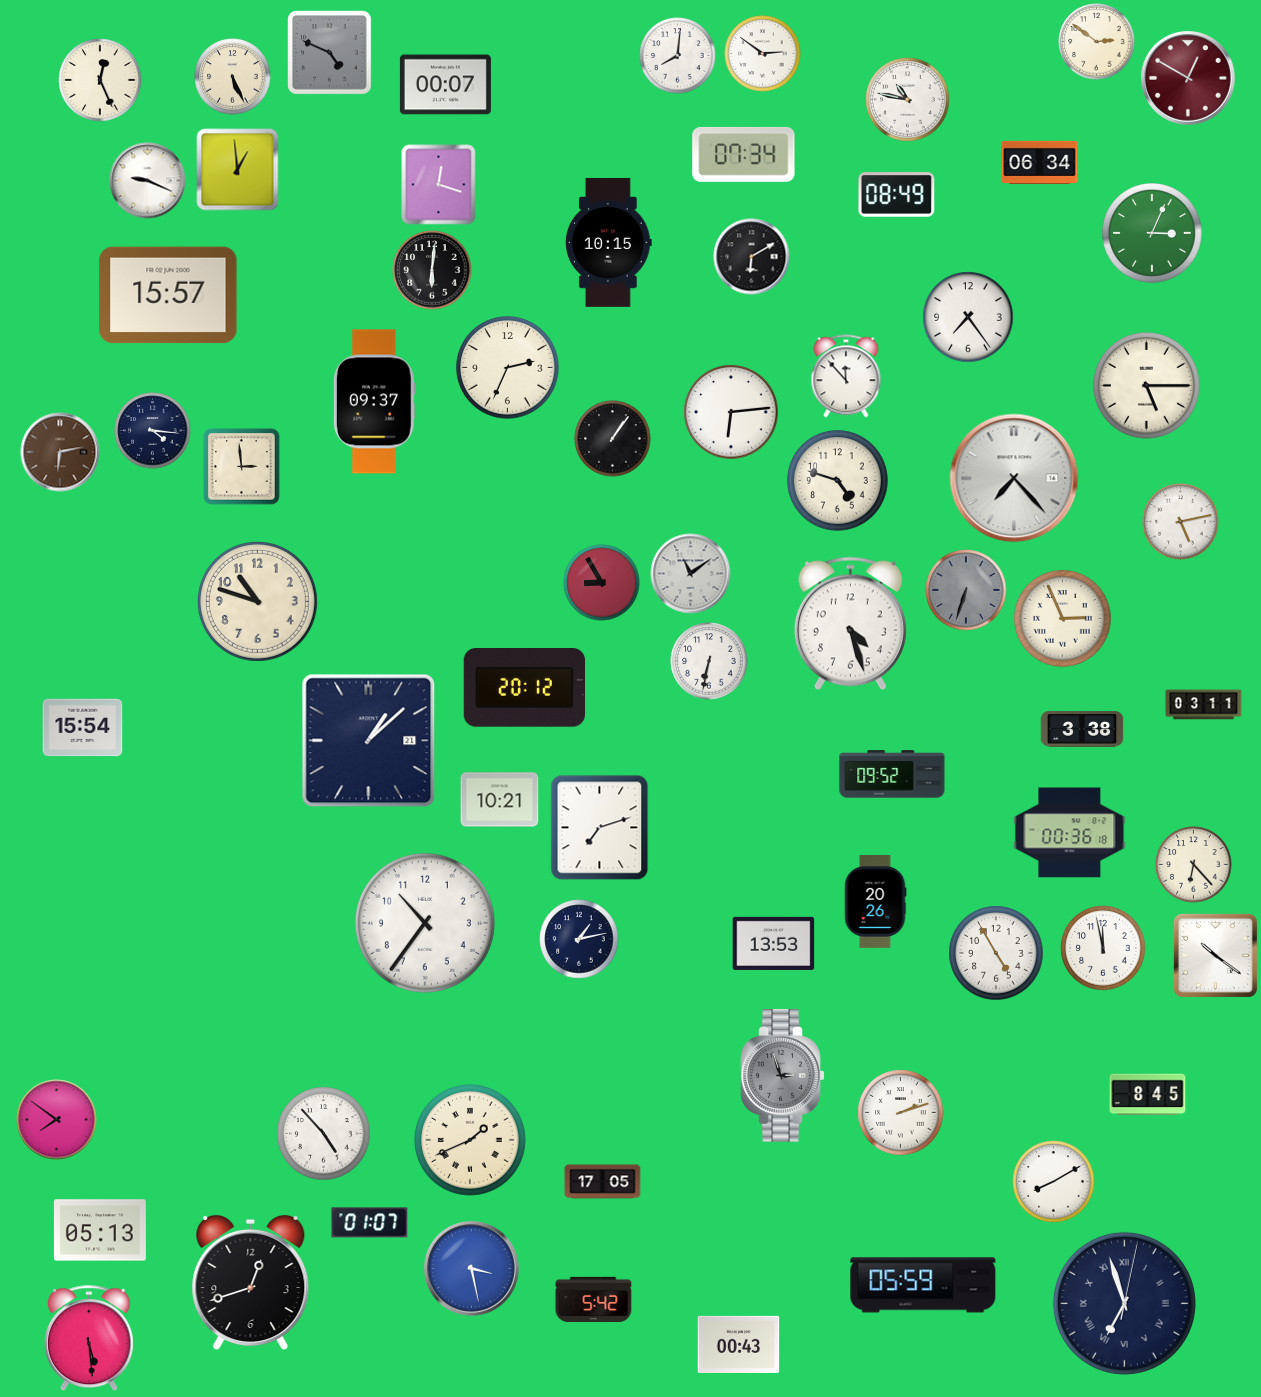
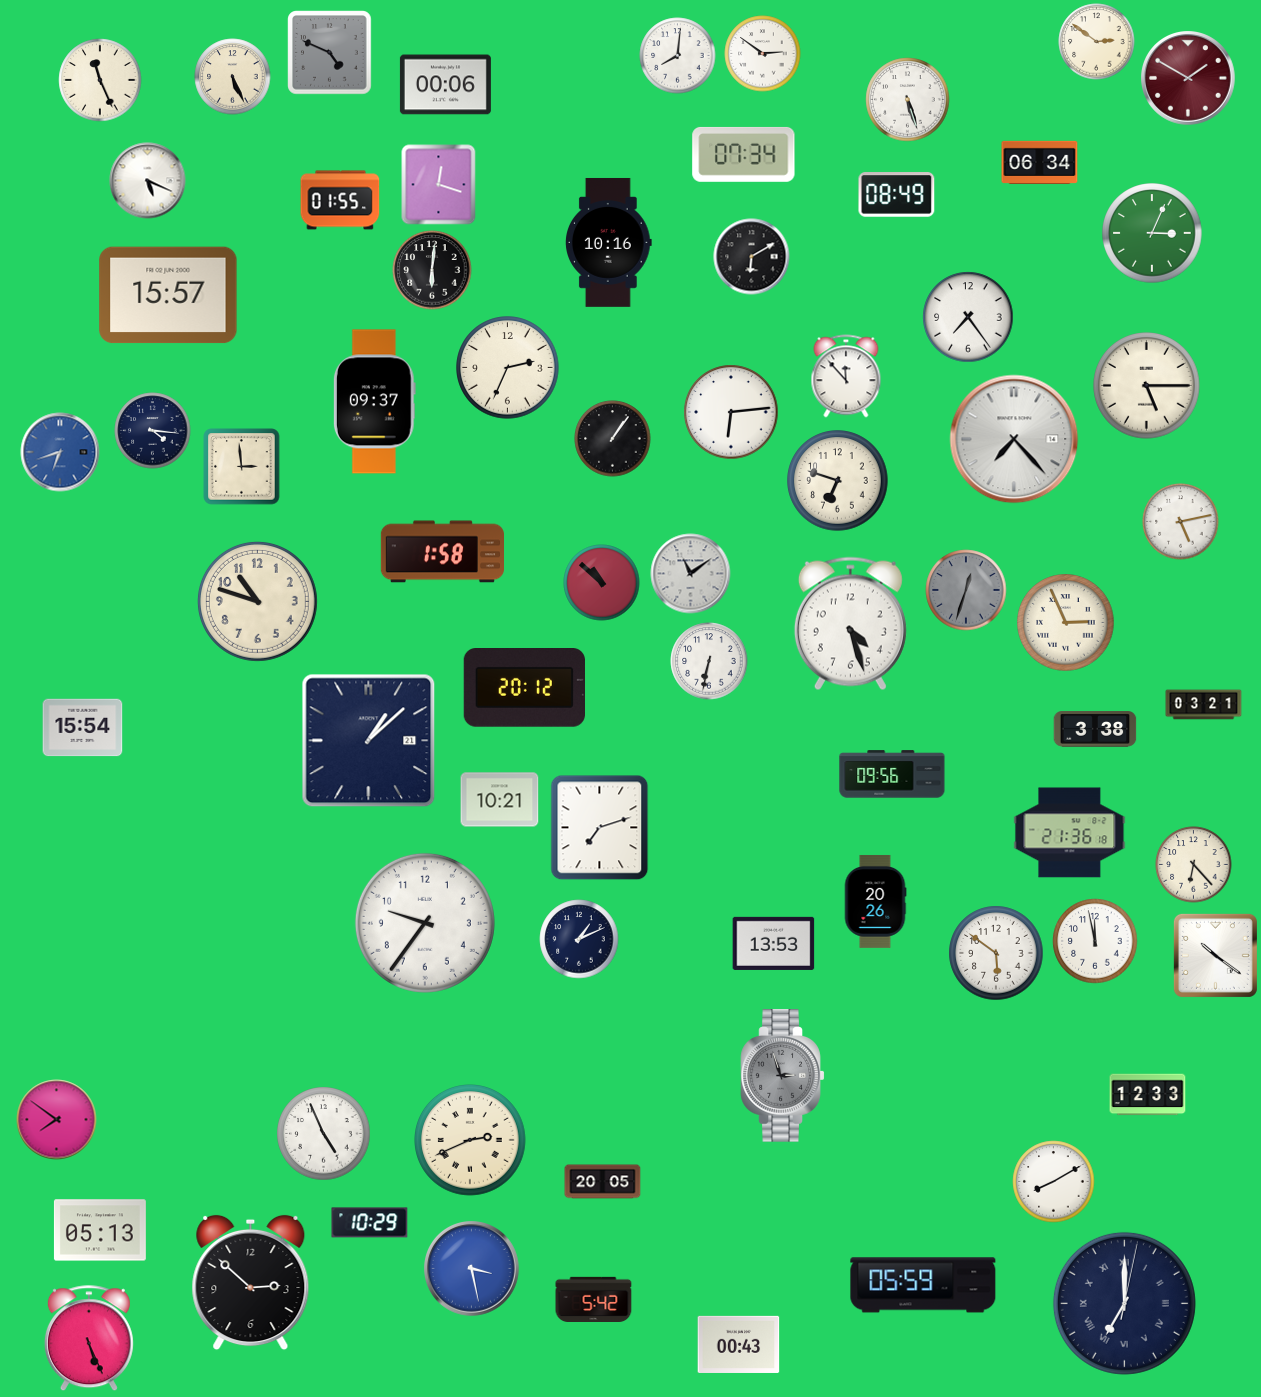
clock at (1188, 78): 12:50 -> 1:50
clock at (100, 80): 12:26 -> 11:26
clock at (445, 85): 00:07 -> 00:06
clock at (908, 100): 10:47 -> 5:27
clock at (238, 170): 12:59 -> none
clock at (148, 181): 9:19 -> 5:19
clock at (340, 200): none -> 01:55
clock at (609, 242): 10:15 -> 10:16
clock at (60, 452): 6:13 -> 6:42
clock at (60, 452) dial: brown -> blue
clock at (1014, 478) position: (1014, 478) -> (1014, 439)
clock at (838, 481): 4:48 -> 6:48
clock at (442, 552): none -> 1:58
clock at (602, 583): 8:55 -> 10:52
clock at (966, 590): 6:33 -> 12:33
clock at (1063, 619) position: (1063, 619) -> (1066, 623)
clock at (1204, 705): 03:11 -> 03:21
clock at (1082, 729) position: (1082, 729) -> (1095, 729)
clock at (892, 774): 09:52 -> 09:56
clock at (1070, 833): 00:36 -> 21:36
clock at (425, 923): 10:36 -> 9:36
clock at (579, 939): 1:13 -> 1:11
clock at (1103, 948) position: (1103, 948) -> (1095, 941)
clock at (996, 953): 4:55 -> 5:51
clock at (1148, 1095): 8:45 -> 12:33
clock at (901, 1113): 2:12 -> none
clock at (324, 1134): 4:53 -> 4:56
clock at (471, 1141): 1:41 -> 2:41
clock at (603, 1182): 17:05 -> 20:05
clock at (370, 1223): 01:07 -> 10:29
clock at (251, 1283): 12:42 -> 2:52
clock at (1124, 1303): 6:57 -> 7:00
clock at (89, 1339): 5:29 -> 5:26
